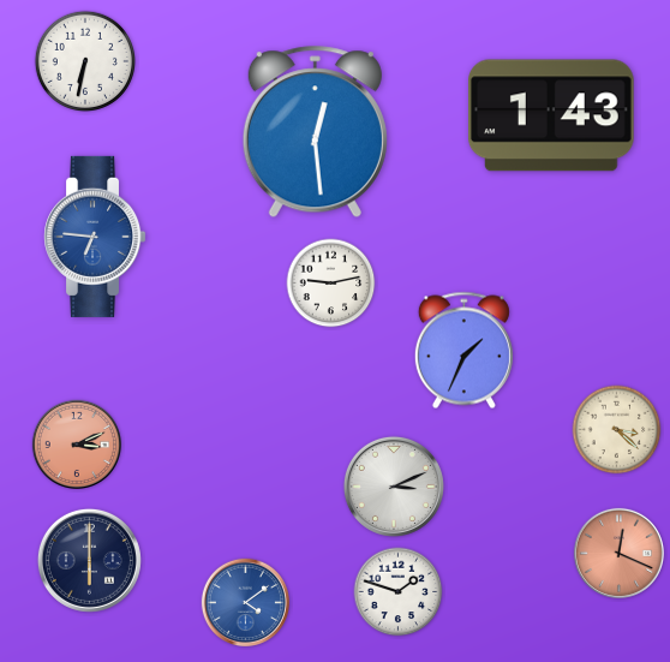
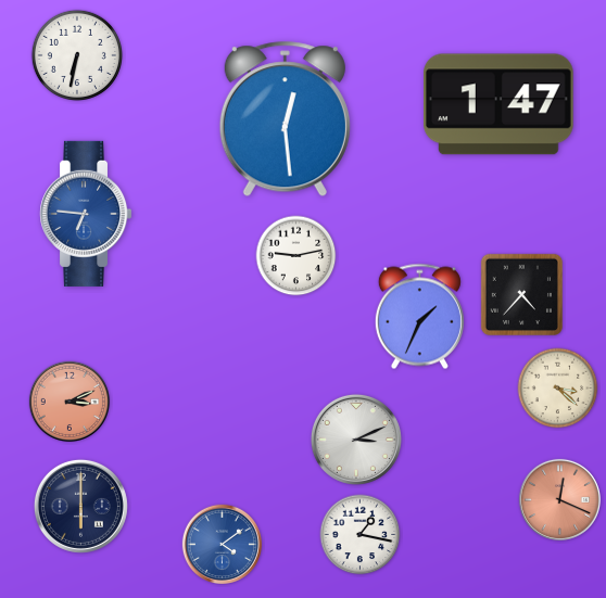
clock at (552, 115): 1:43 -> 1:47
clock at (331, 284) position: (331, 284) -> (296, 256)
clock at (521, 294): none -> 4:37
clock at (399, 592): 1:48 -> 1:17
